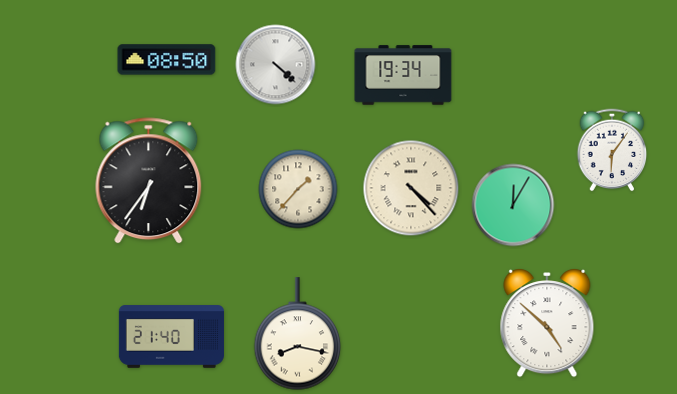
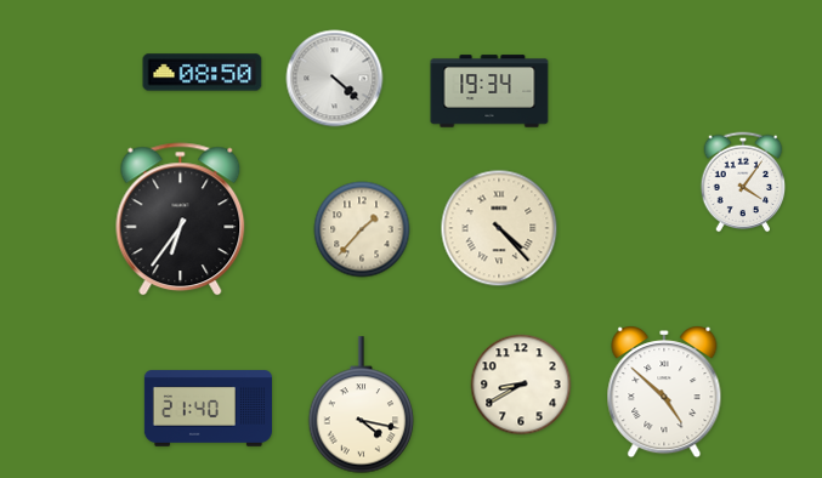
clock at (612, 150): 6:06 -> 4:06
clock at (513, 205): 12:05 -> none
clock at (521, 385): none -> 8:40
clock at (298, 334): 8:17 -> 4:17
